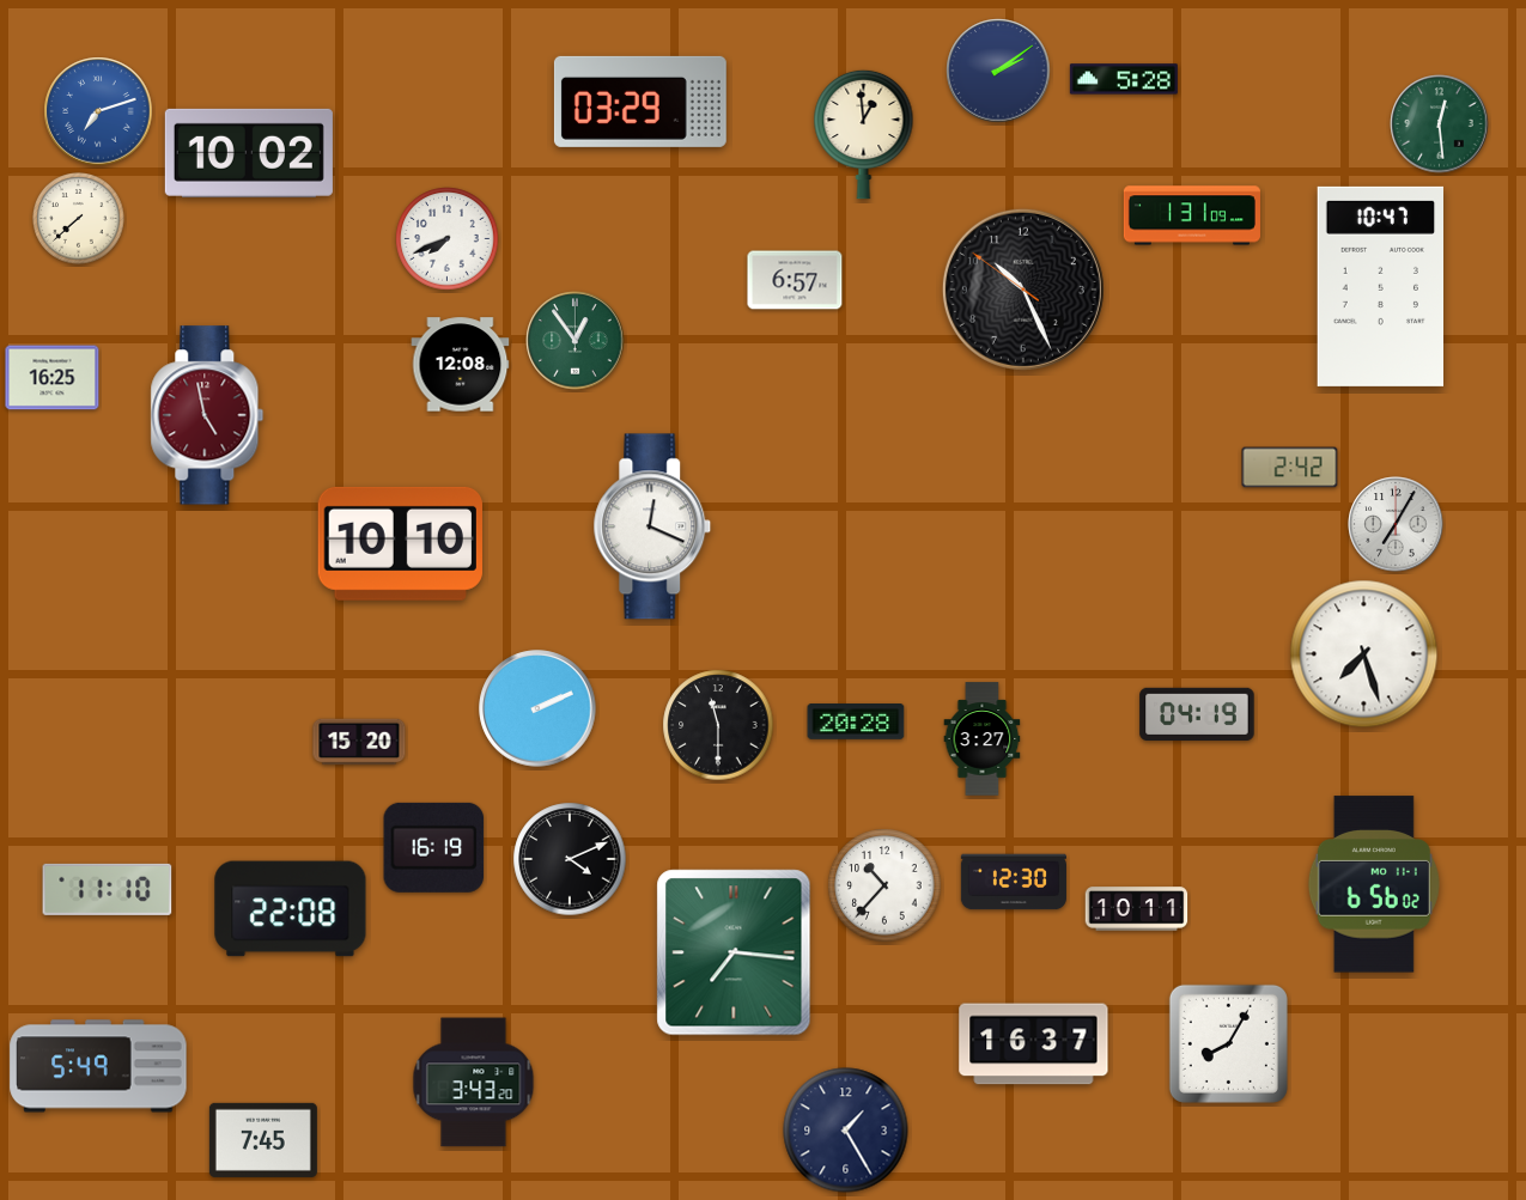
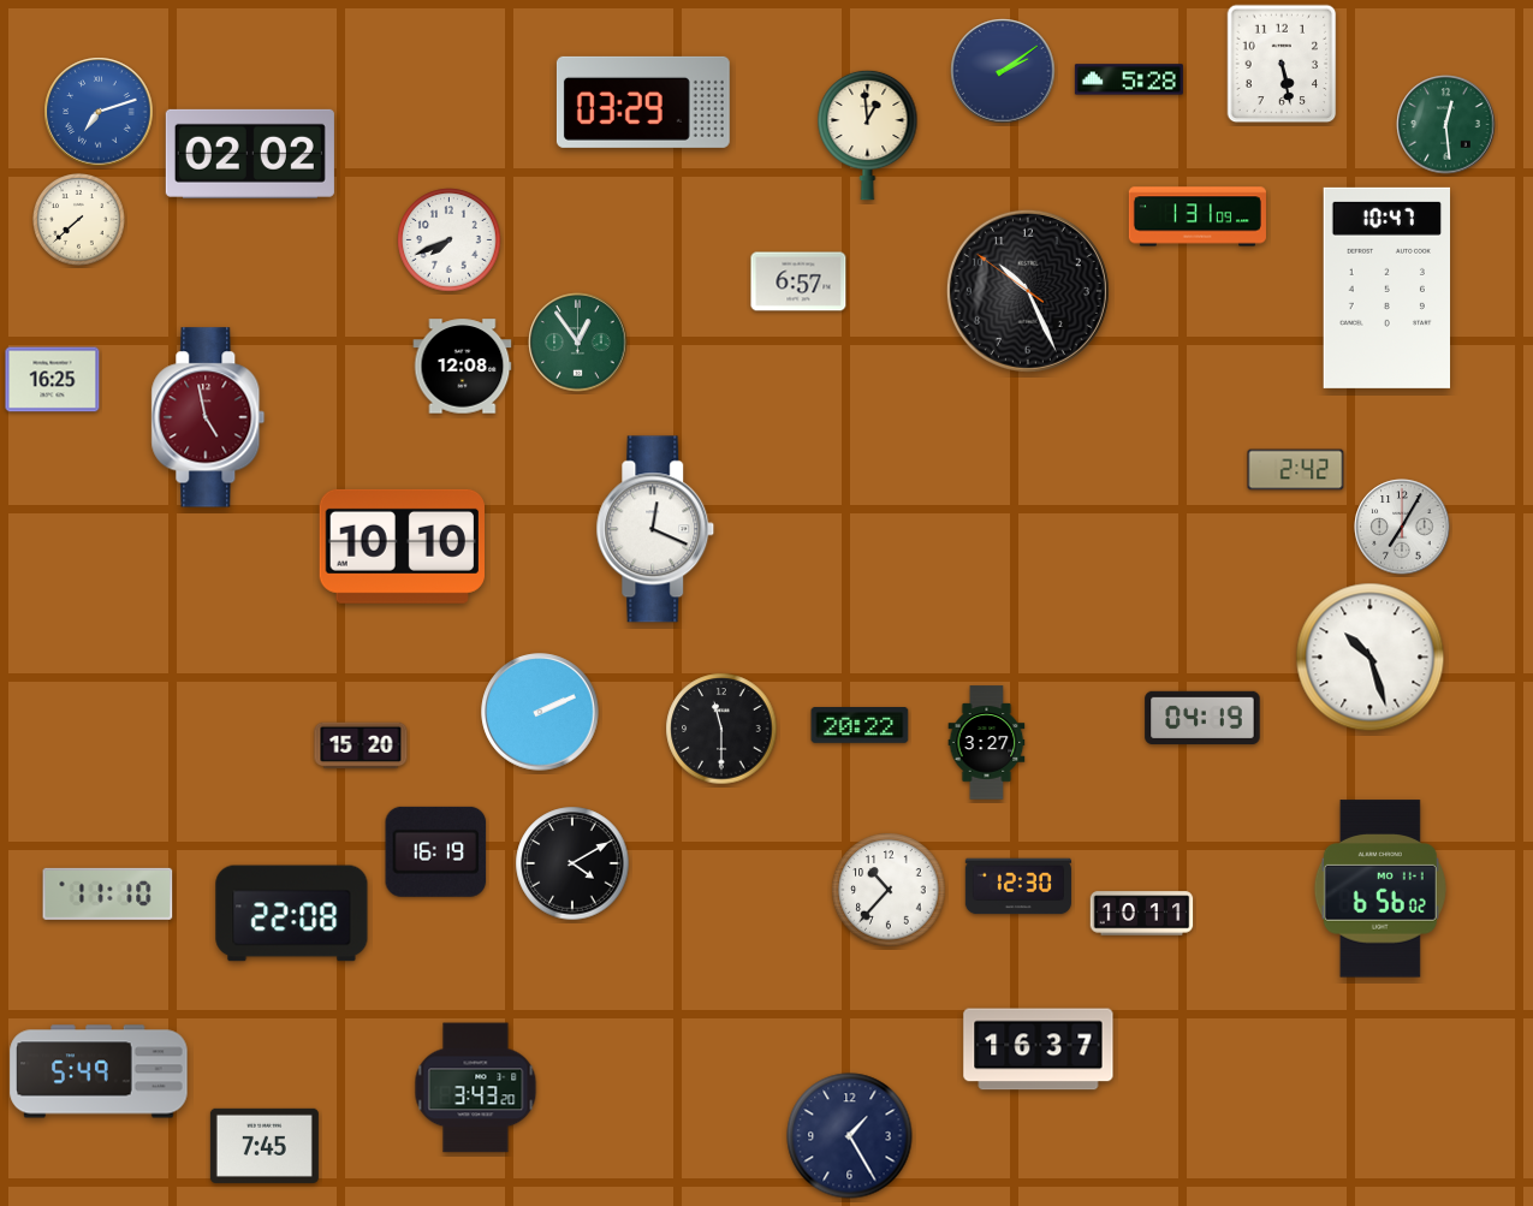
clock at (1282, 64): none -> 5:28
clock at (249, 153): 10:02 -> 02:02
clock at (1364, 654): 7:27 -> 10:27
clock at (856, 723): 20:28 -> 20:22
clock at (570, 859): 4:11 -> 4:10
clock at (734, 952): 7:16 -> none
clock at (1228, 1043): 8:05 -> none
